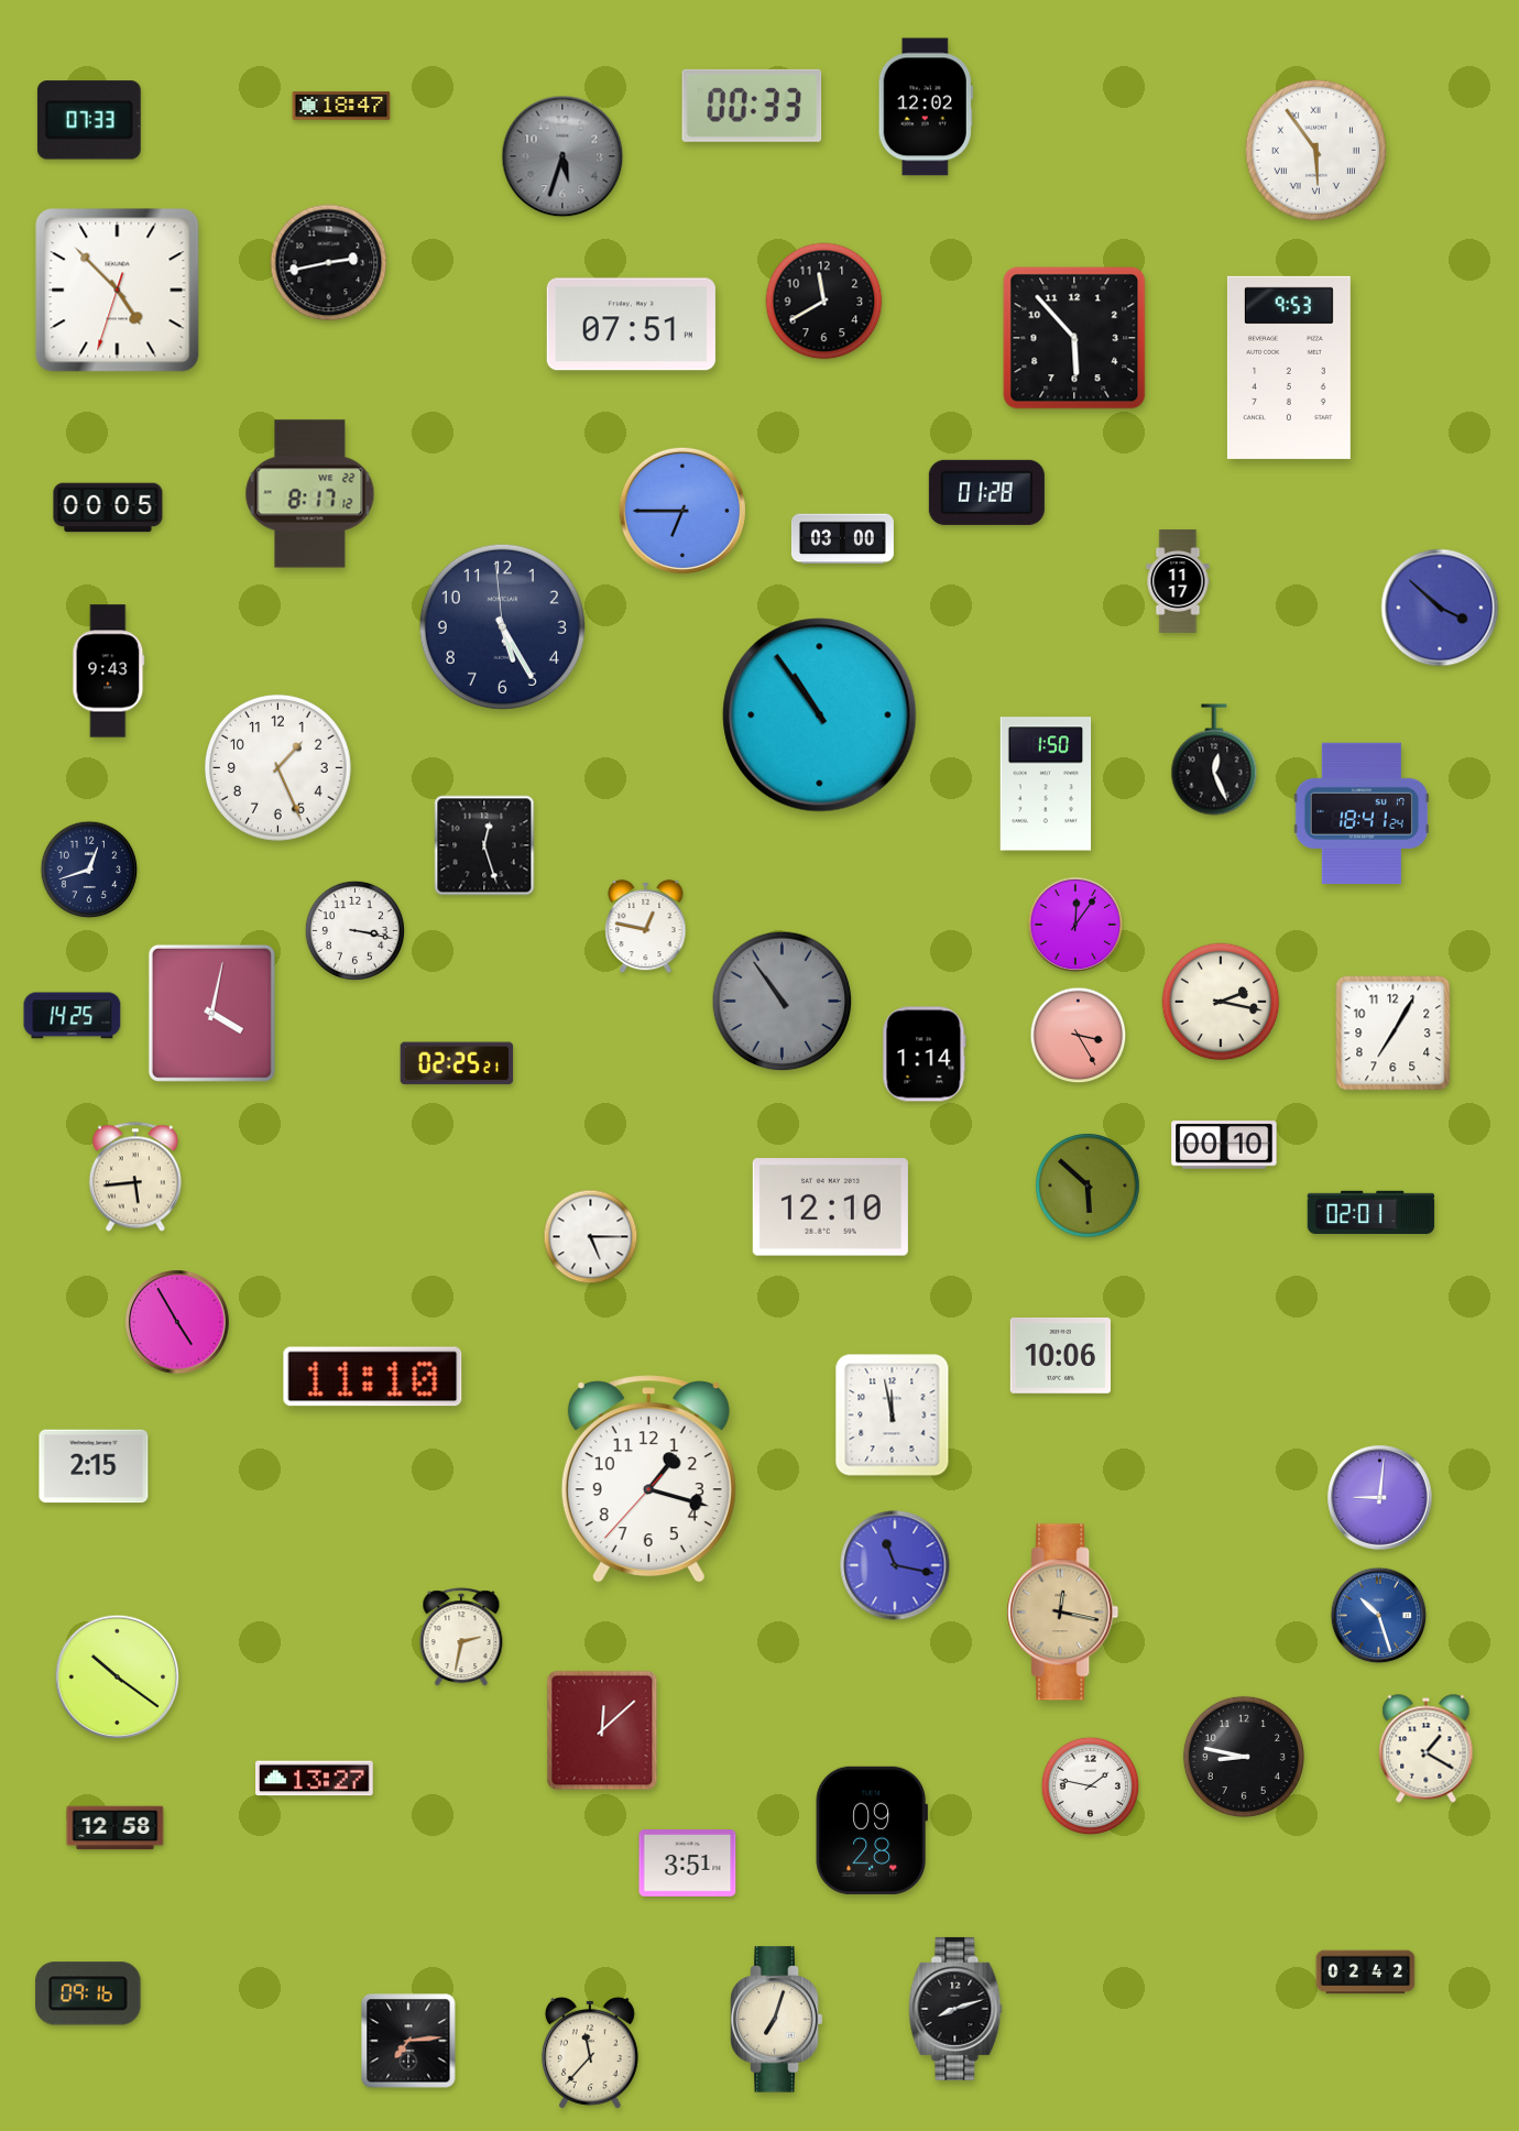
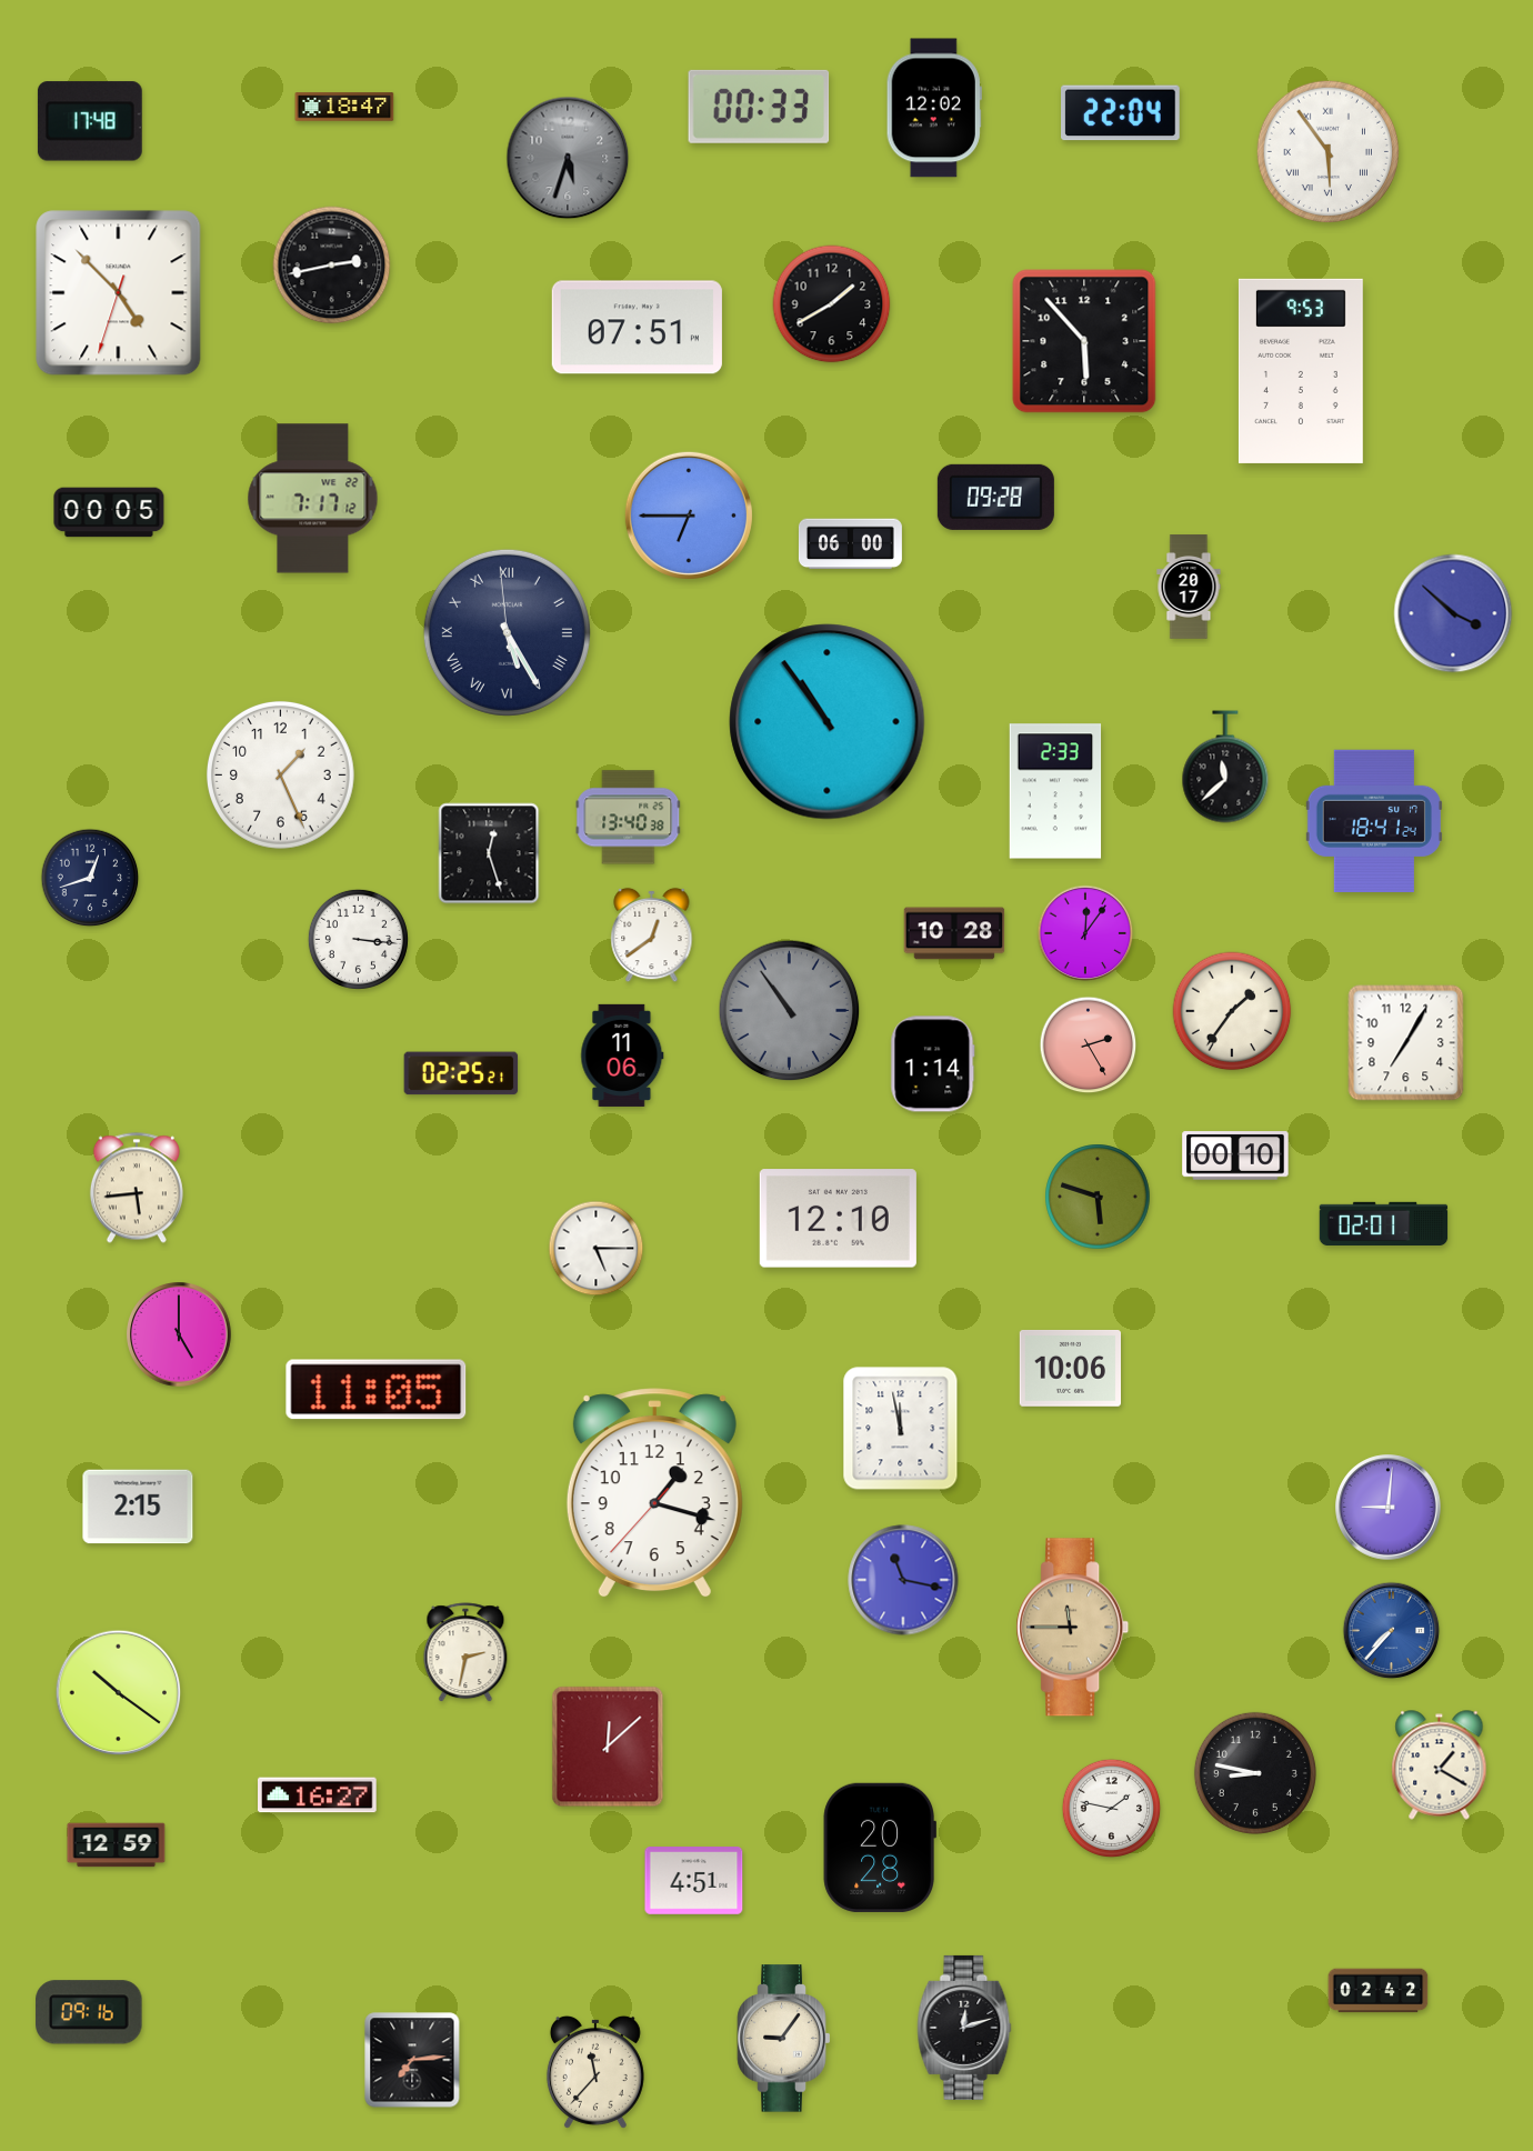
clock at (1121, 113): none -> 22:04
clock at (89, 120): 07:33 -> 17:48
clock at (824, 302): 11:40 -> 1:40
clock at (986, 492): 01:28 -> 09:28
clock at (310, 494): 8:17 -> 7:17
clock at (842, 539): 03:00 -> 06:00
clock at (1178, 581): 11:17 -> 20:17
clock at (502, 626) numerals: Arabic -> Roman
clock at (109, 671): 9:43 -> none
clock at (1214, 759): 12:26 -> 11:38
clock at (1046, 784): 1:50 -> 2:33
clock at (629, 818): none -> 13:40
clock at (954, 933): none -> 10:28
clock at (646, 927): 12:47 -> 12:39
clock at (354, 930): 3:17 -> 3:16
clock at (1221, 1002): 2:17 -> 1:36
clock at (211, 1013): 4:02 -> none
clock at (73, 1016): 14:25 -> none
clock at (1079, 1036): 3:25 -> 2:25
clock at (622, 1056): none -> 11:06
clock at (1088, 1185): 5:52 -> 5:48
clock at (177, 1322): 4:55 -> 5:00
clock at (373, 1377): 11:10 -> 11:05
clock at (94, 1466) position: (94, 1466) -> (138, 1507)
clock at (1380, 1498) position: (1380, 1498) -> (1389, 1508)
clock at (1063, 1613): 12:17 -> 11:45
clock at (1379, 1616): 10:27 -> 7:37
clock at (315, 1779): 13:27 -> 16:27
clock at (1091, 1786) position: (1091, 1786) -> (1112, 1809)
clock at (116, 1828): 12:58 -> 12:59
clock at (872, 1831): 09:28 -> 20:28
clock at (688, 1864): 3:51 -> 4:51
clock at (955, 2009): 8:12 -> 12:12
clock at (777, 2020): 7:03 -> 9:06
